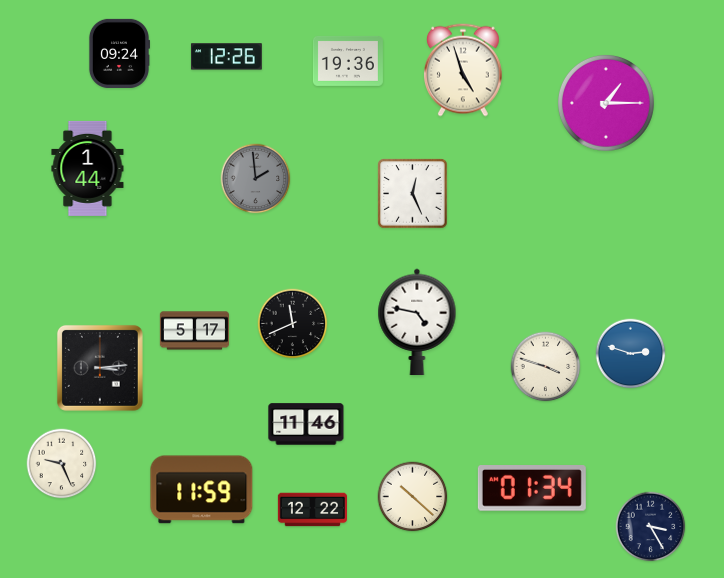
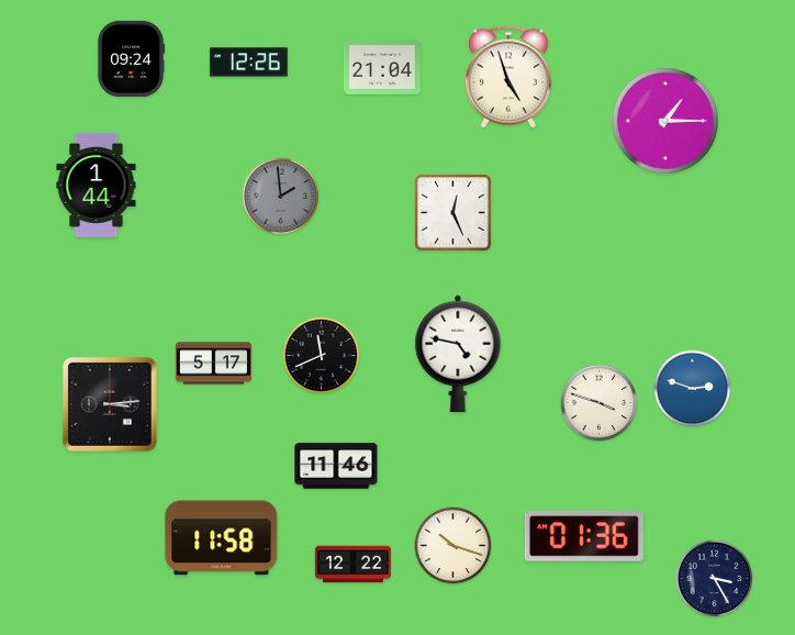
clock at (348, 61): 19:36 -> 21:04
clock at (606, 103) position: (606, 103) -> (665, 121)
clock at (62, 464): 9:26 -> none
clock at (532, 489): 01:34 -> 01:36
clock at (202, 490): 11:59 -> 11:58
clock at (413, 497): 10:22 -> 10:18
clock at (312, 510) position: (312, 510) -> (352, 565)
